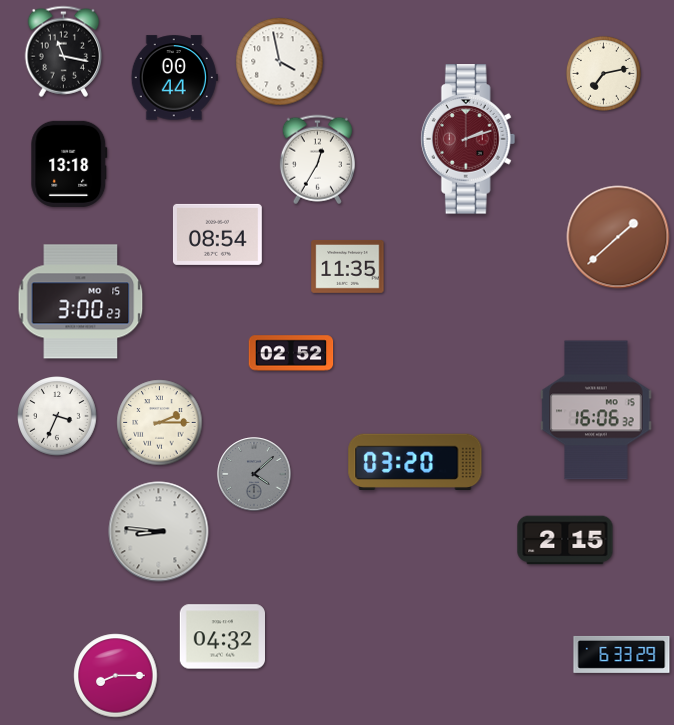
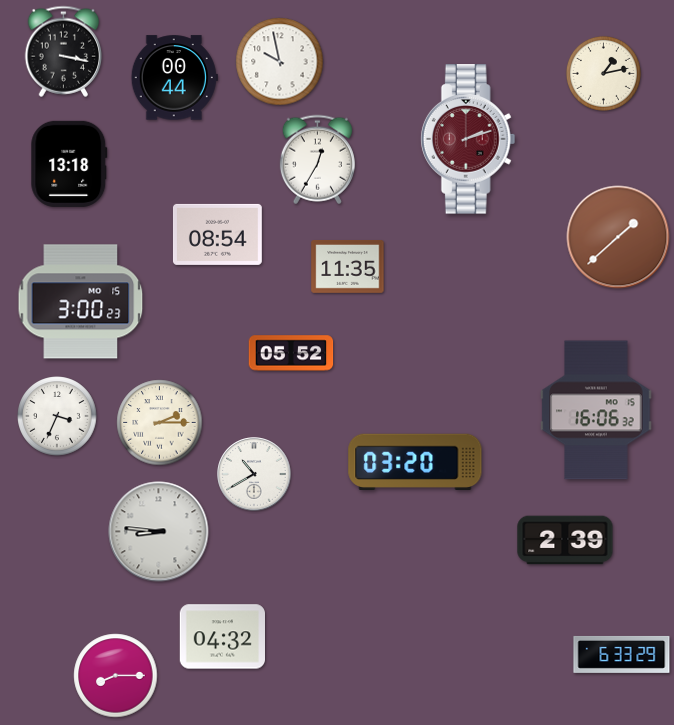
clock at (64, 51): 11:17 -> 3:17
clock at (280, 62): 3:58 -> 9:58
clock at (603, 73): 7:13 -> 1:13
clock at (291, 353): 02:52 -> 05:52
clock at (254, 474): 4:08 -> 10:40
clock at (254, 474) dial: grey -> white
clock at (565, 540): 2:15 -> 2:39
